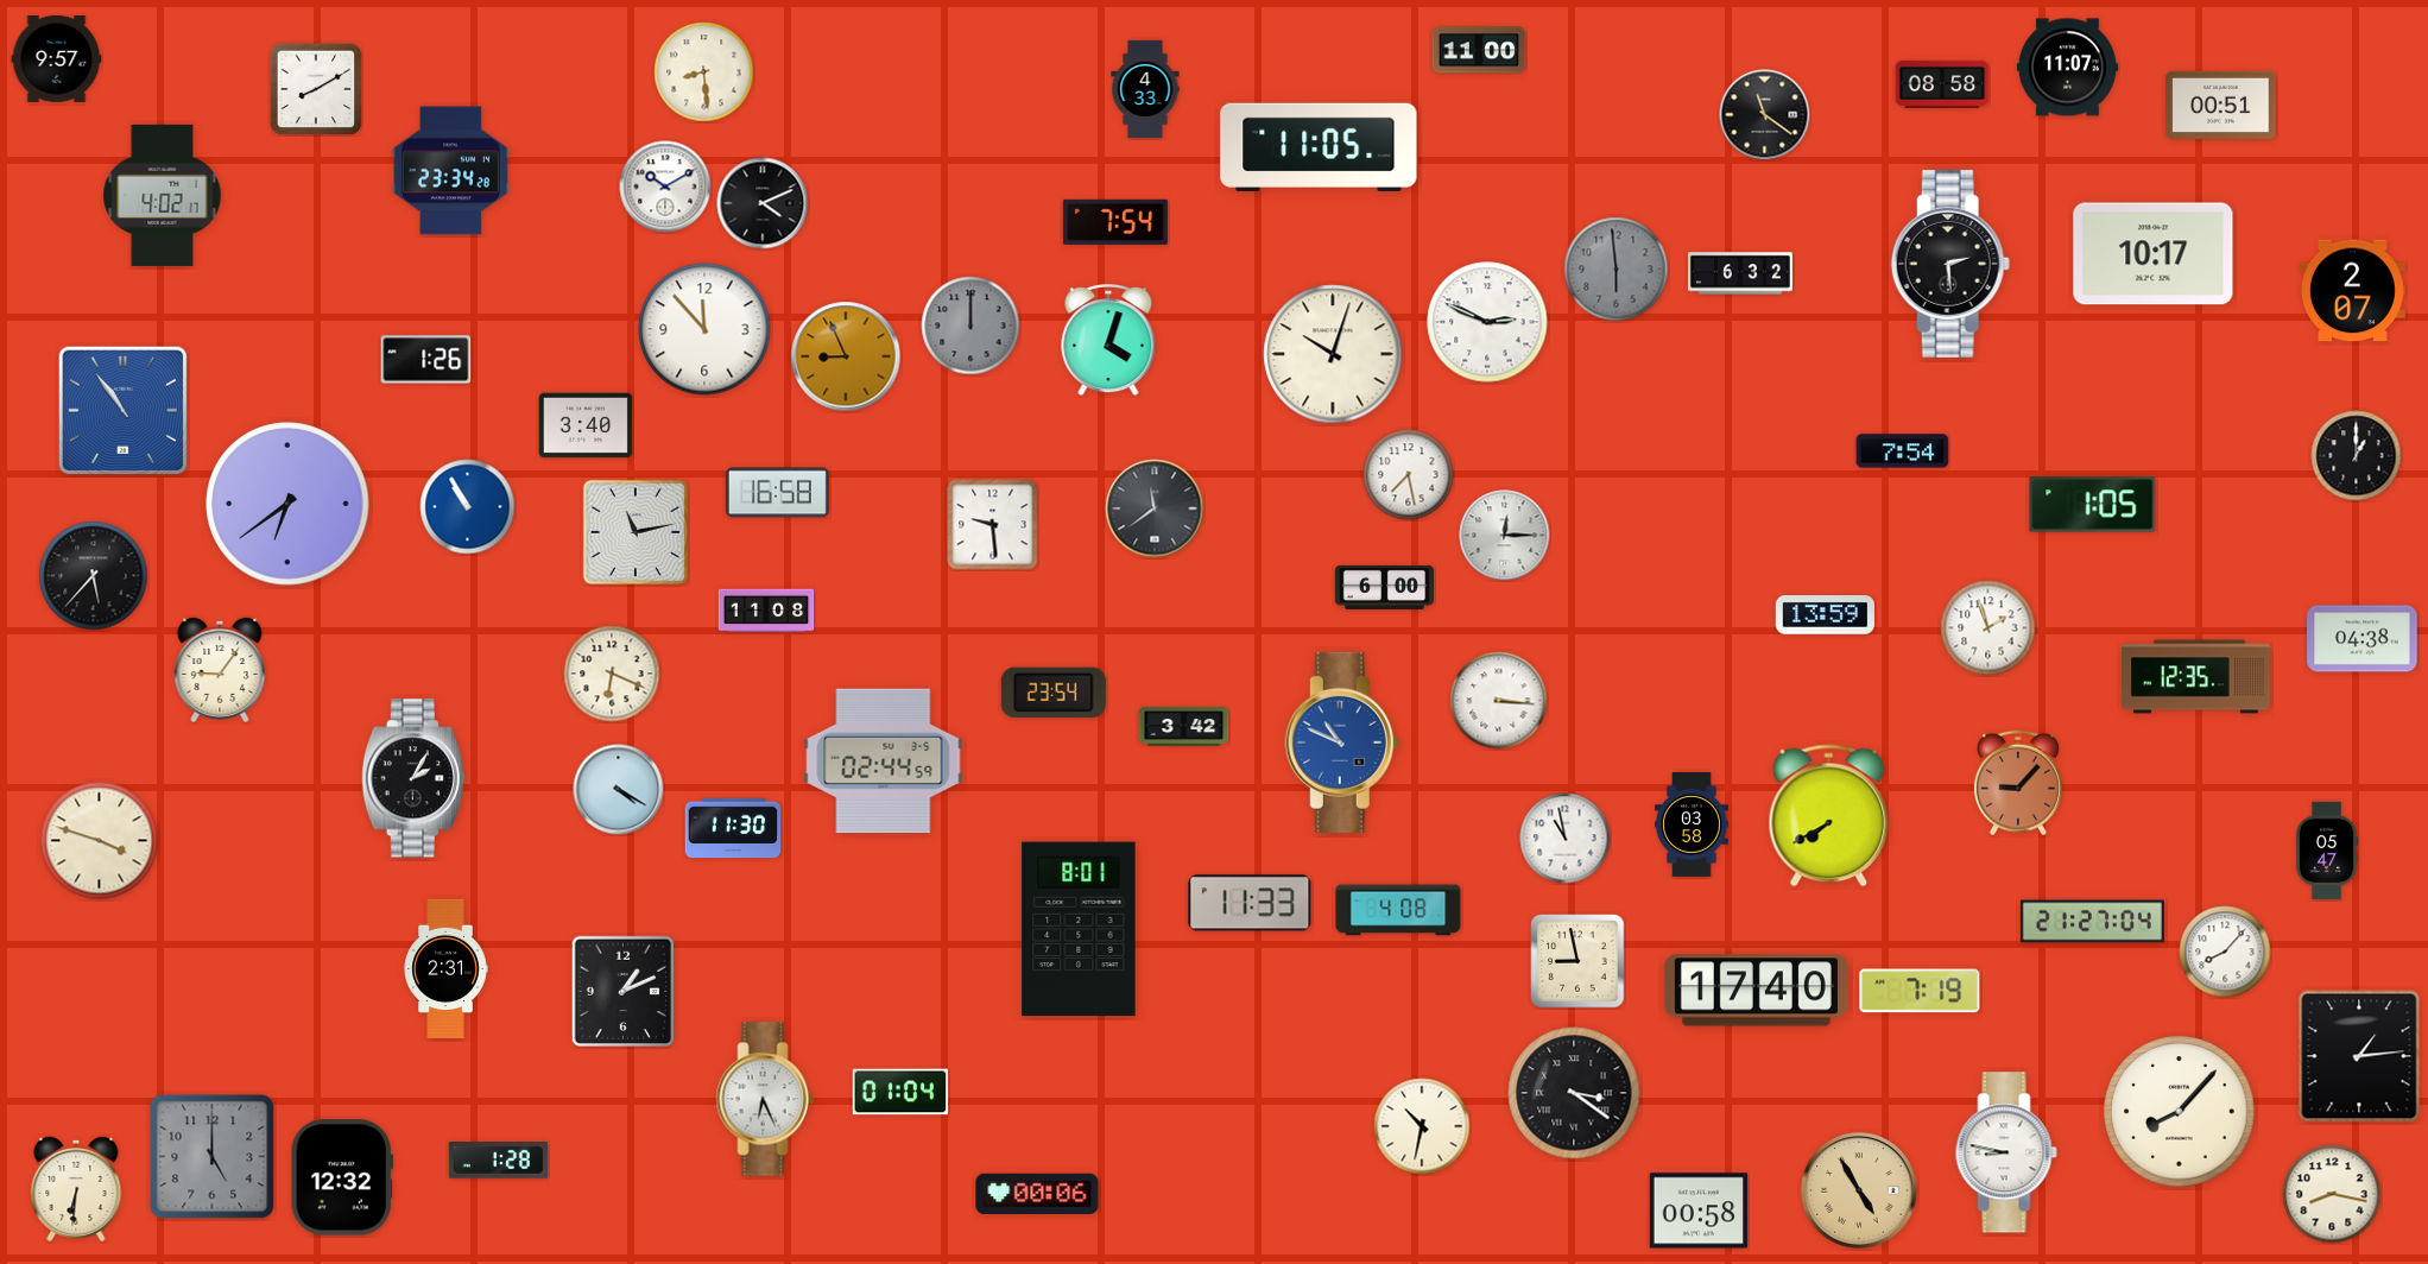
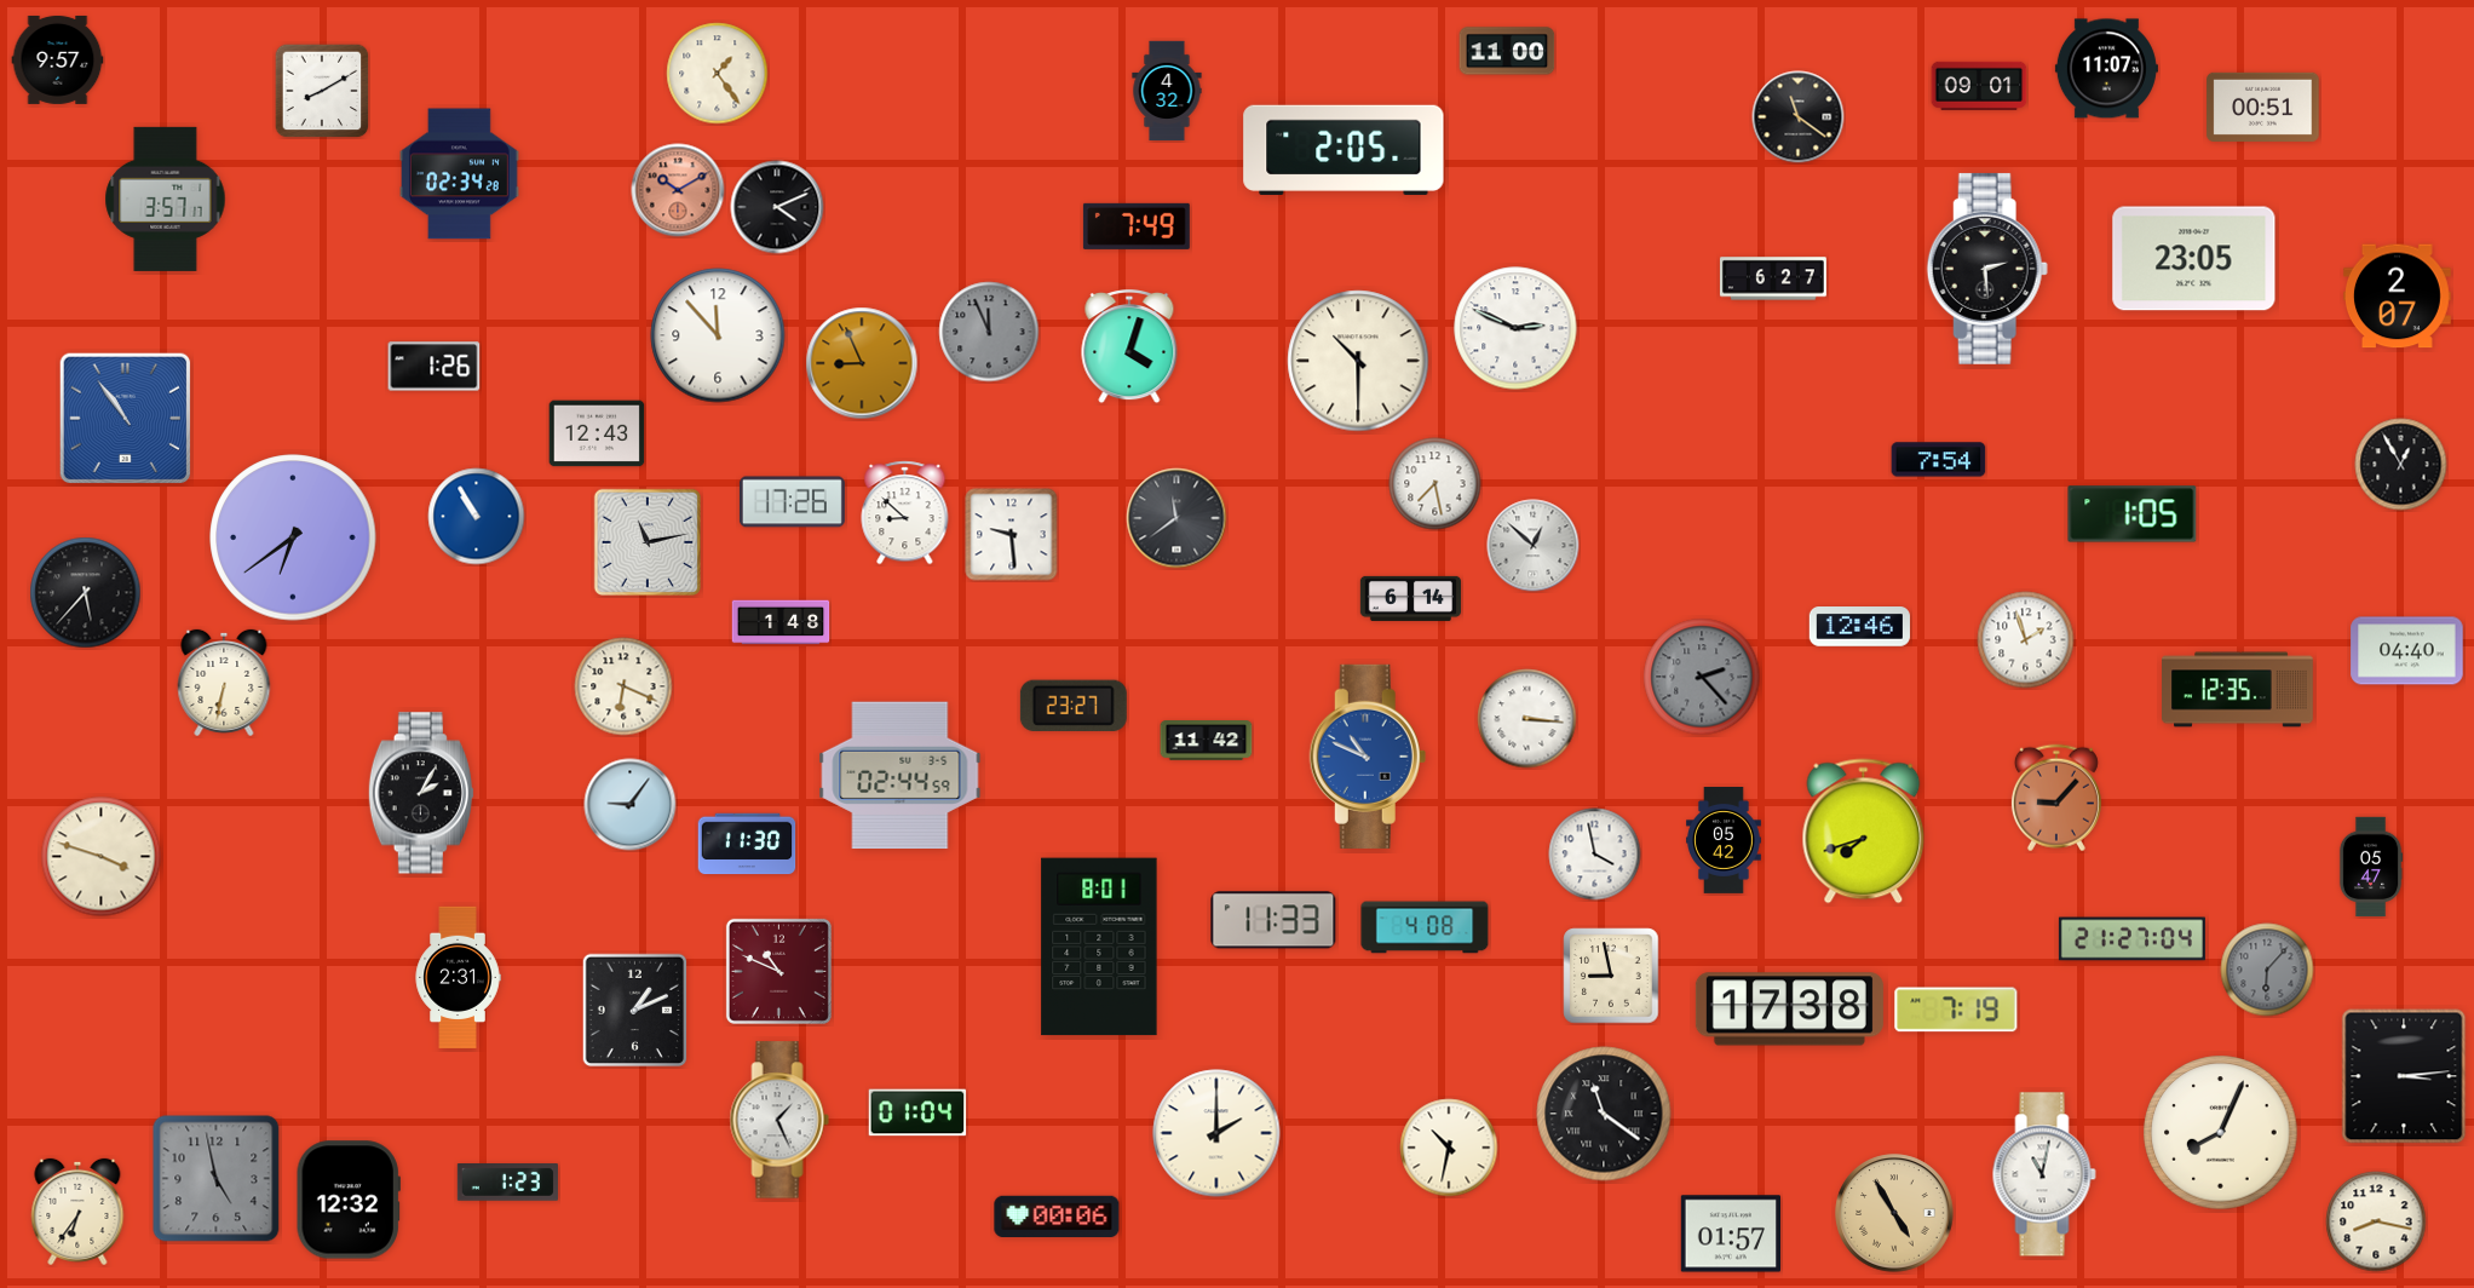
clock at (704, 72): 8:29 -> 1:24
clock at (1942, 84): 08:58 -> 09:01
clock at (1145, 89): 4:33 -> 4:32
clock at (1319, 147): 11:05 -> 2:05
clock at (451, 171): 23:34 -> 02:34
clock at (665, 187) dial: white -> salmon
clock at (163, 195): 4:02 -> 3:57
clock at (1115, 222): 7:54 -> 7:49
clock at (2154, 254): 10:17 -> 23:05
clock at (1617, 270): 5:59 -> none
clock at (1740, 273): 6:32 -> 6:27
clock at (970, 326): 12:00 -> 11:56
clock at (1333, 354): 10:03 -> 10:30
clock at (586, 425): 3:40 -> 12:43
clock at (2357, 456): 1:00 -> 12:55
clock at (777, 493): 16:58 -> 17:26
clock at (287, 504) position: (287, 504) -> (293, 537)
clock at (905, 513): none -> 8:52
clock at (1505, 536): 12:15 -> 12:52
clock at (94, 576) position: (94, 576) -> (86, 593)
clock at (1384, 587): 6:00 -> 6:14
clock at (766, 611): 11:08 -> 1:48
clock at (1825, 615): 13:59 -> 12:46
clock at (2363, 639): 04:38 -> 04:40
clock at (1702, 677): none -> 2:23
clock at (220, 670): 9:06 -> 6:32
clock at (1054, 691): 23:54 -> 23:27
clock at (1499, 701) position: (1499, 701) -> (1527, 719)
clock at (1184, 727): 3:42 -> 11:42
clock at (619, 790): 4:20 -> 9:06
clock at (1829, 816): 7:40 -> 7:42
clock at (1693, 826): 03:58 -> 05:42
clock at (1566, 839): 10:58 -> 3:58
clock at (2225, 952): 8:07 -> 6:07
clock at (2225, 952) dial: white -> grey
clock at (778, 971): none -> 10:49
clock at (1577, 961) position: (1577, 961) -> (1611, 976)
clock at (445, 968) position: (445, 968) -> (458, 977)
clock at (1756, 991): 17:40 -> 17:38
clock at (2359, 1056): 1:14 -> 3:14
clock at (1574, 1093): 3:21 -> 11:21
clock at (765, 1099): 6:26 -> 1:26
clock at (1216, 1133): none -> 2:00
clock at (2180, 1112): 8:07 -> 8:04
clock at (2006, 1152): 8:47 -> 11:02
clock at (213, 1157): 5:00 -> 4:58
clock at (498, 1161): 1:28 -> 1:23
clock at (76, 1189): 6:31 -> 6:36
clock at (2332, 1194) position: (2332, 1194) -> (2376, 1221)
clock at (1697, 1211): 00:58 -> 01:57
